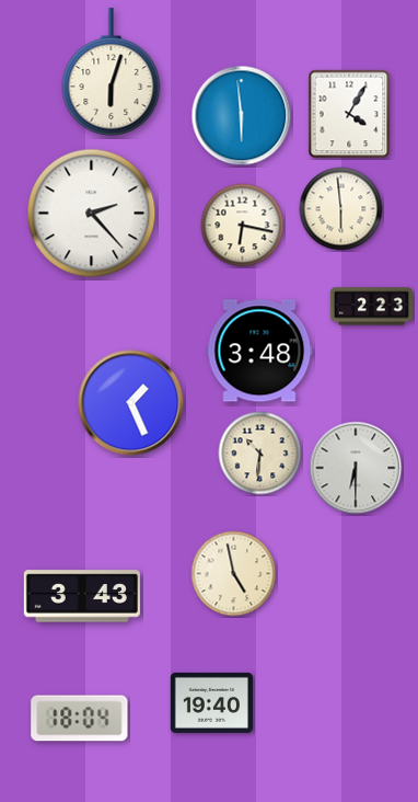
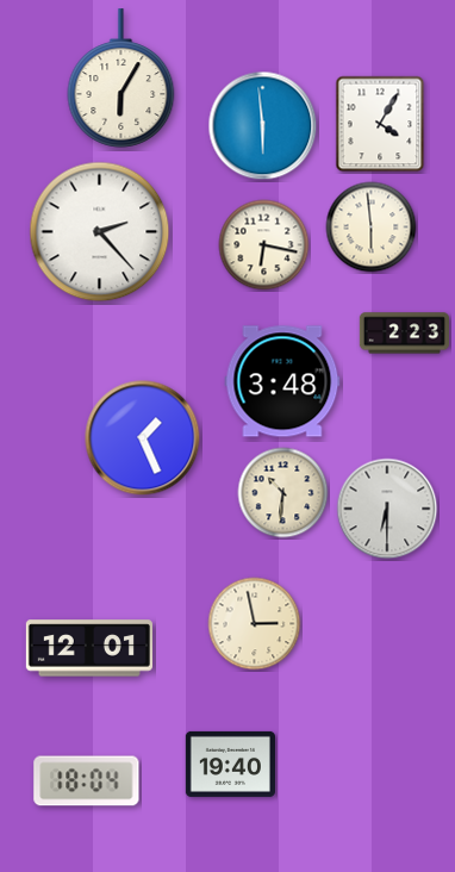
clock at (112, 72): 6:03 -> 6:05
clock at (234, 574): 4:58 -> 2:58
clock at (82, 596): 3:43 -> 12:01
